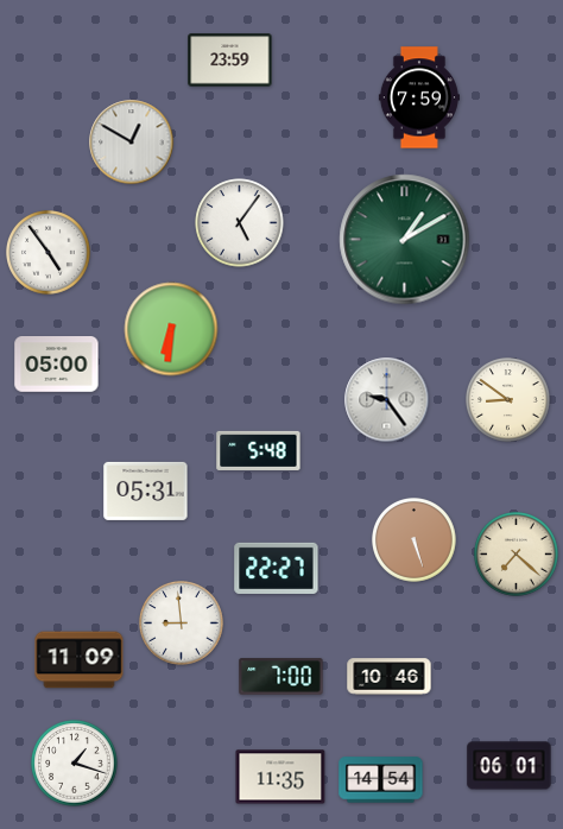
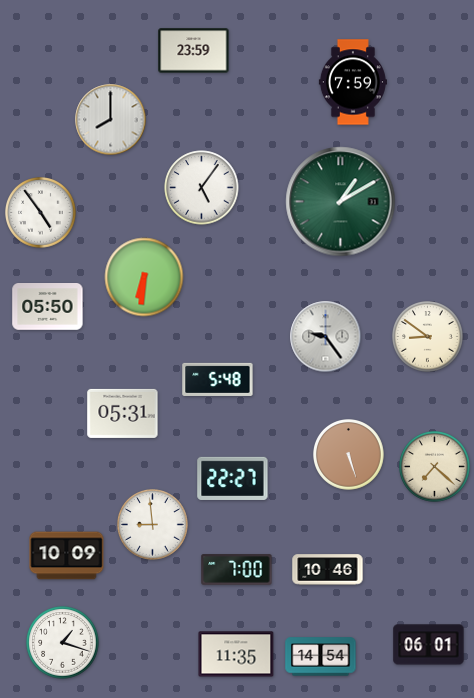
clock at (132, 143): 12:50 -> 8:00
clock at (57, 365): 05:00 -> 05:50
clock at (80, 660): 11:09 -> 10:09
